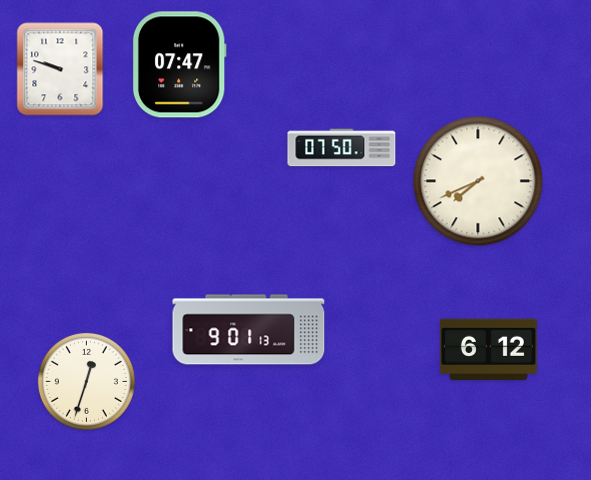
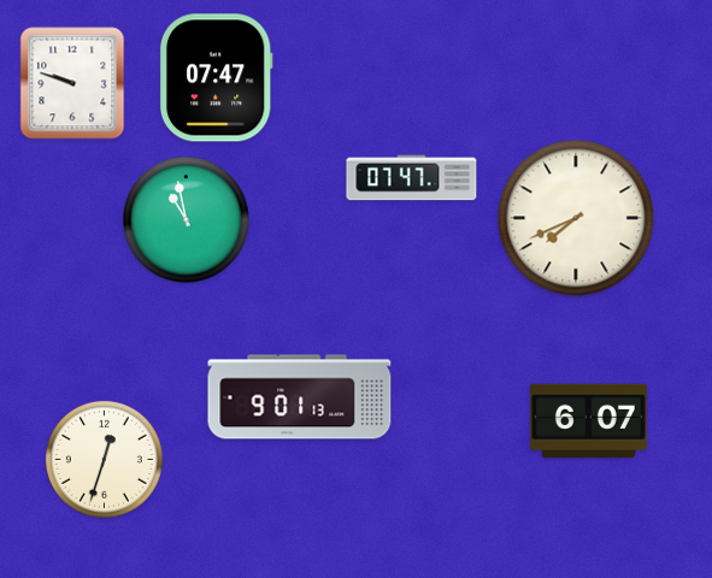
clock at (342, 148): 07:50 -> 07:47
clock at (187, 220): none -> 10:58
clock at (488, 349): 6:12 -> 6:07
